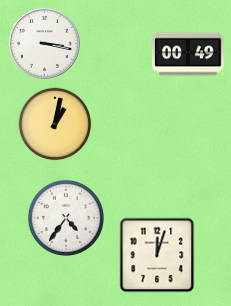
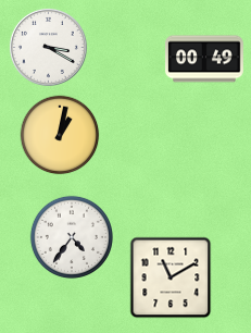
clock at (44, 43): 3:17 -> 3:20
clock at (157, 255): 12:03 -> 11:10
